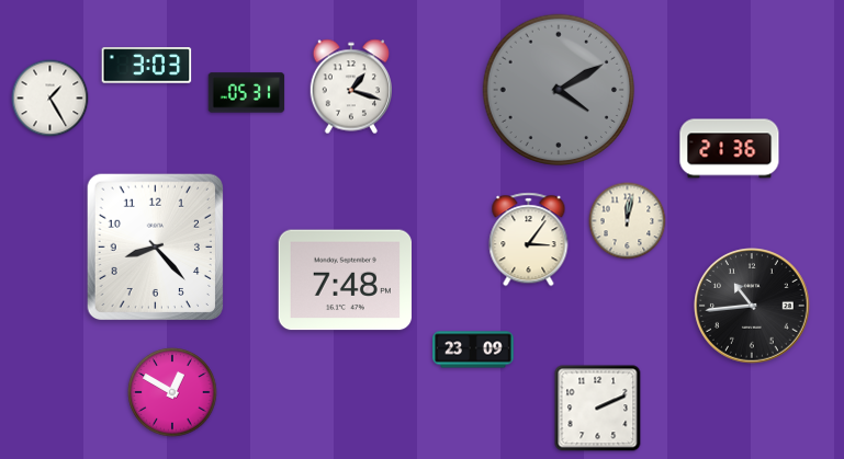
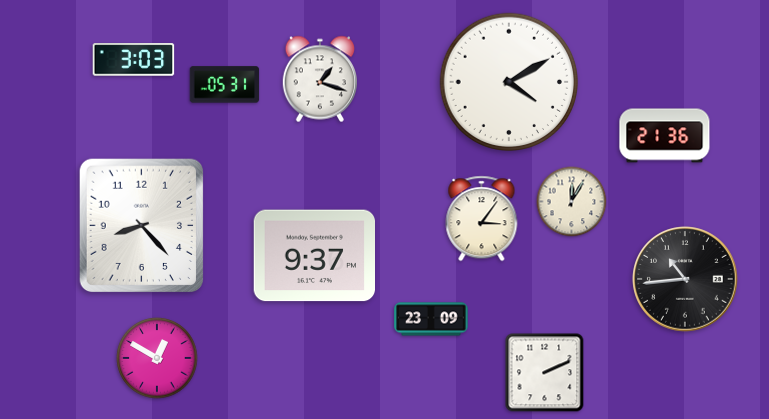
clock at (558, 89) dial: grey -> white
clock at (50, 99): 1:25 -> none
clock at (628, 221): 12:02 -> 12:05
clock at (345, 280): 7:48 -> 9:37
